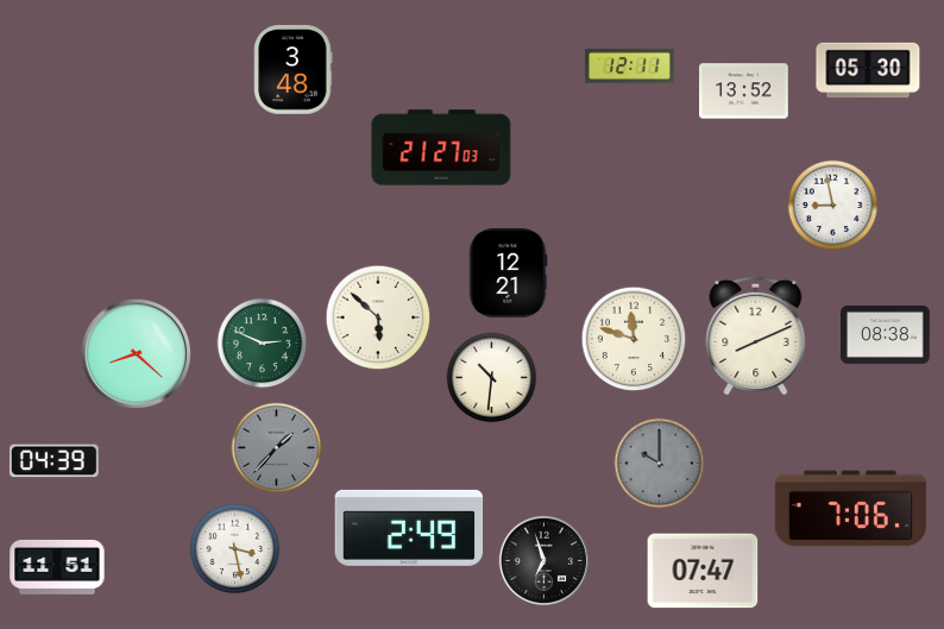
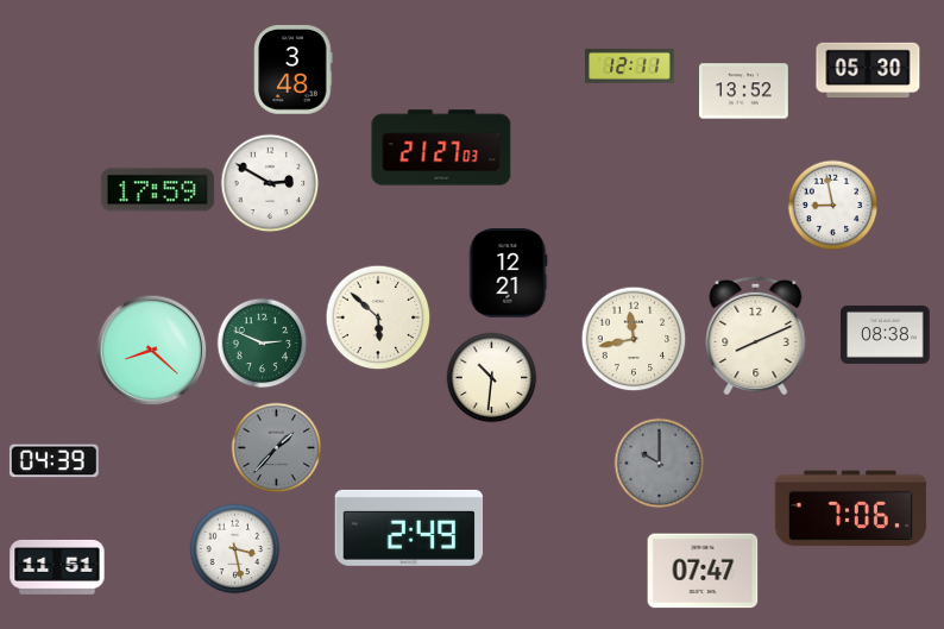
clock at (270, 183): none -> 2:50
clock at (158, 190): none -> 17:59
clock at (634, 339): 11:48 -> 11:43
clock at (137, 354) position: (137, 354) -> (152, 351)
clock at (543, 560): 6:57 -> none
